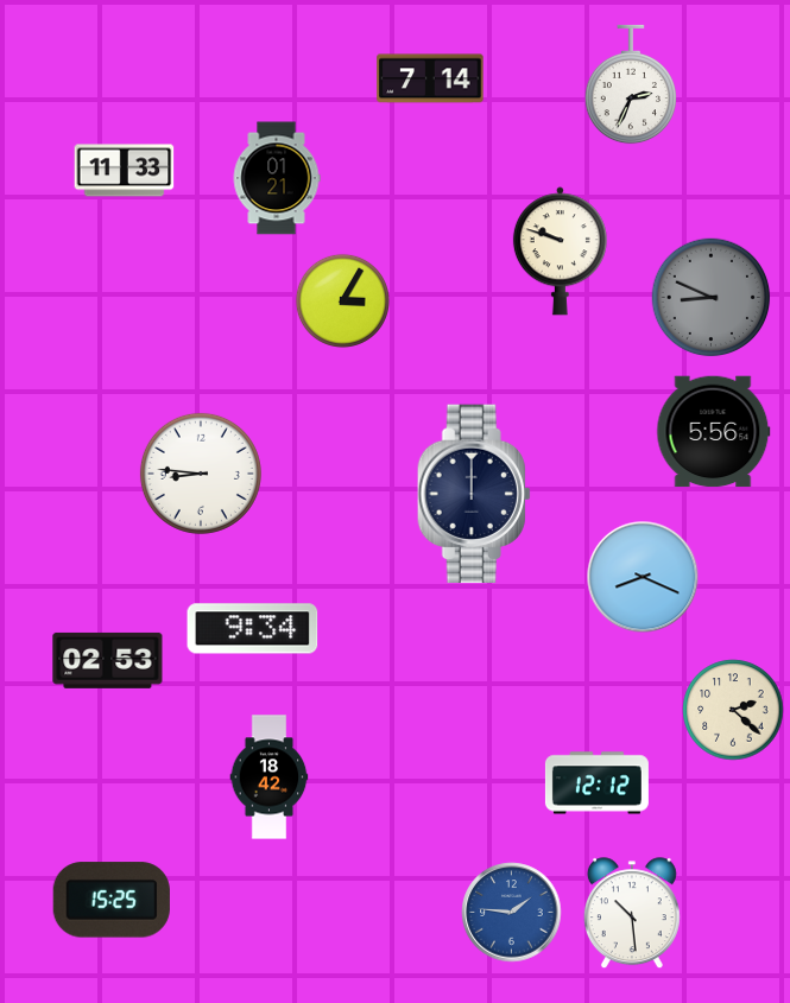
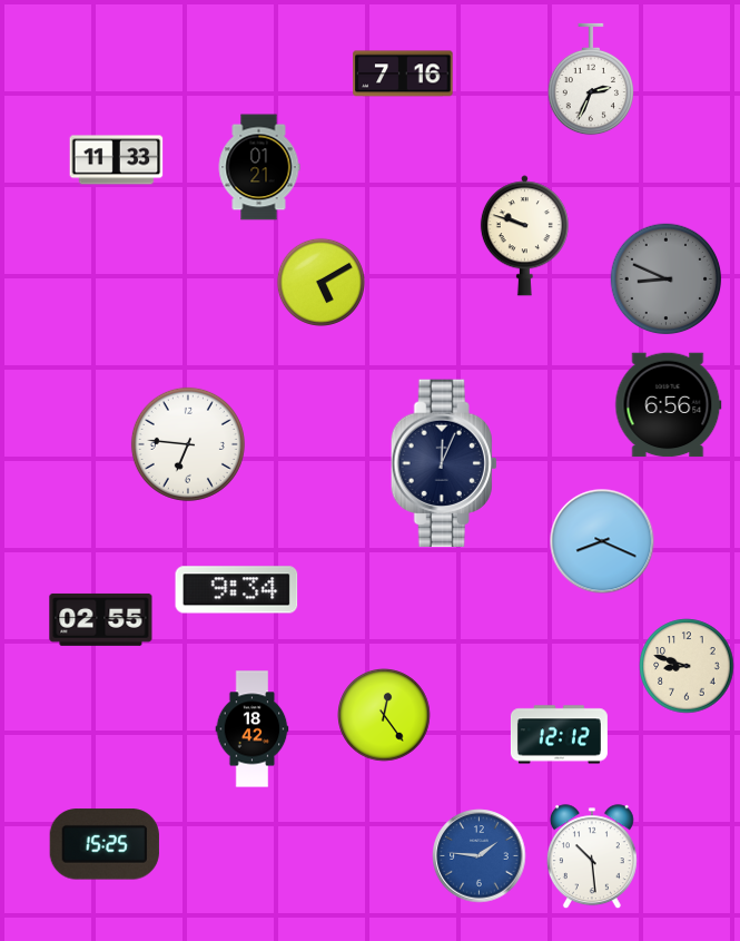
clock at (430, 78): 7:14 -> 7:16
clock at (342, 300): 3:05 -> 5:10
clock at (714, 432): 5:56 -> 6:56
clock at (201, 474): 8:46 -> 6:46
clock at (474, 494): 12:00 -> 12:04
clock at (108, 660): 02:53 -> 02:55
clock at (733, 710): 2:22 -> 8:48
clock at (384, 715): none -> 12:24
